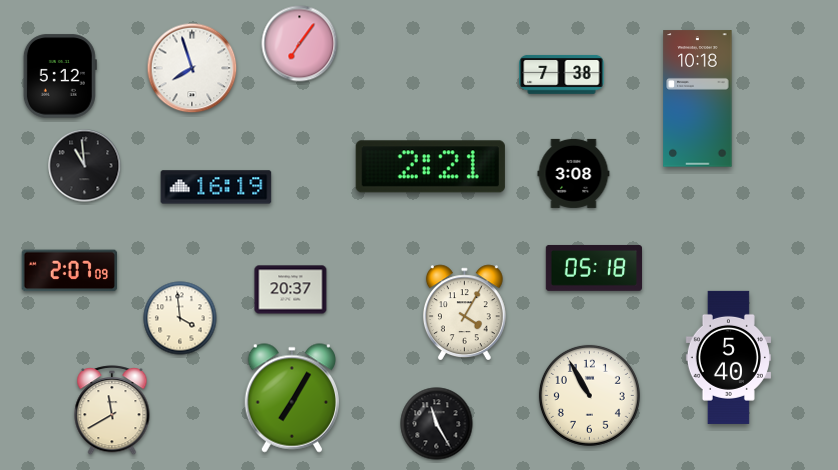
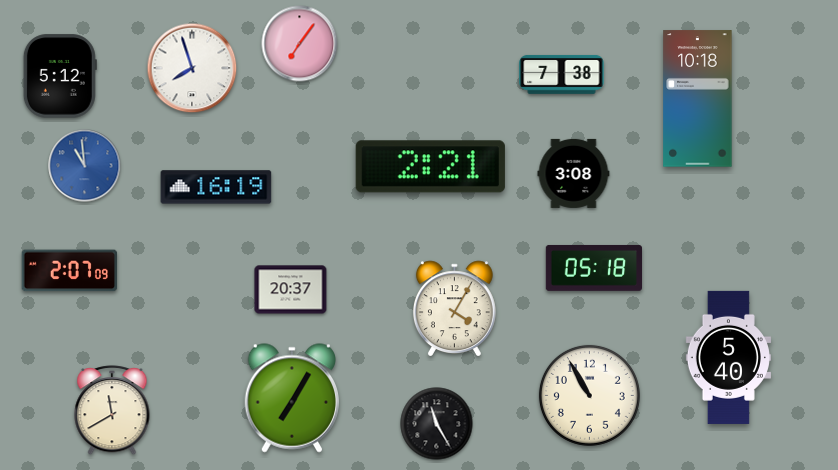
clock at (85, 166) dial: black -> blue
clock at (464, 312) position: (464, 312) -> (454, 308)
clock at (180, 318): 3:59 -> none
